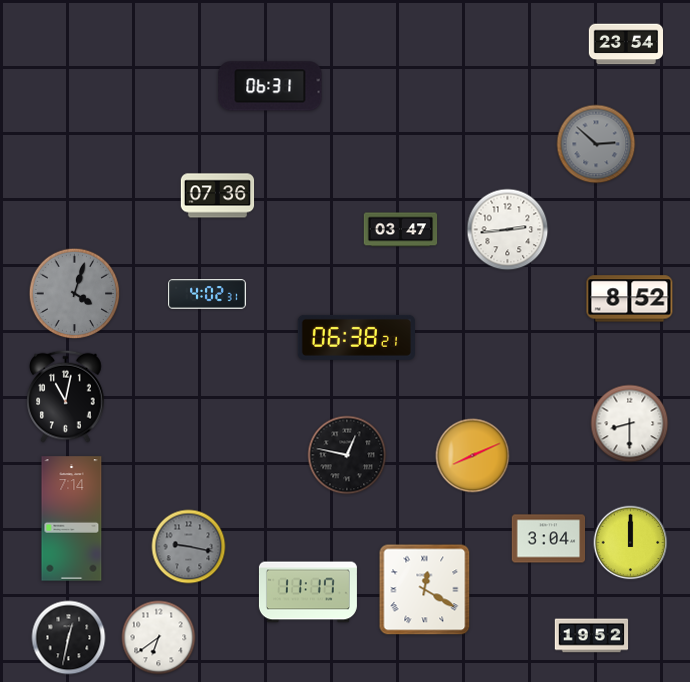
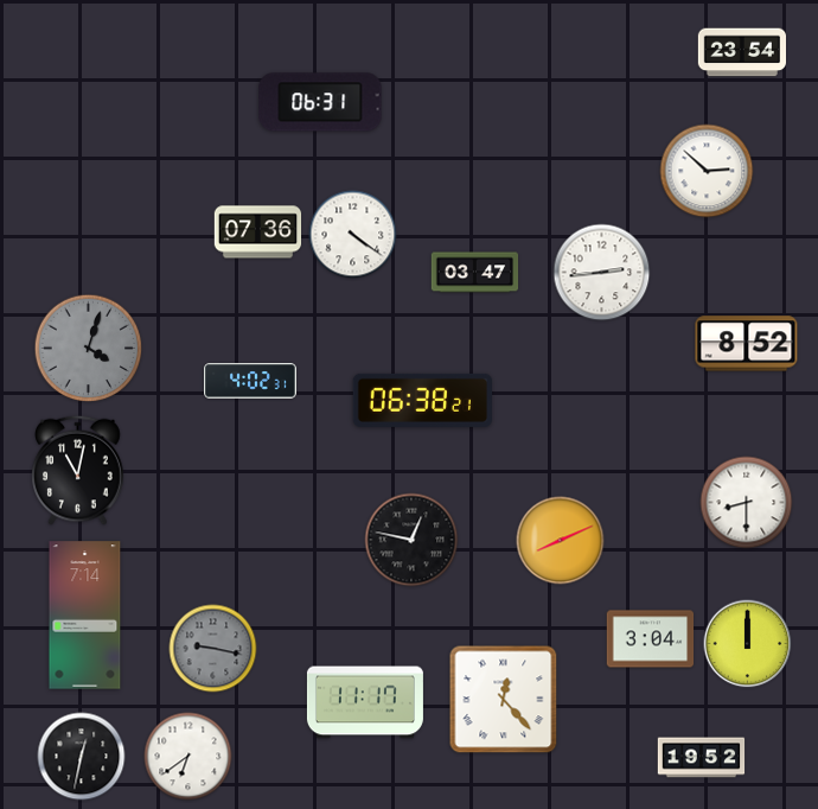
clock at (596, 144) dial: grey -> white
clock at (353, 235): none -> 4:21
clock at (208, 294) position: (208, 294) -> (251, 381)
clock at (630, 299) position: (630, 299) -> (747, 344)
clock at (189, 547) position: (189, 547) -> (213, 649)
clock at (425, 590): 12:20 -> 12:23
clock at (592, 636) position: (592, 636) -> (702, 758)
